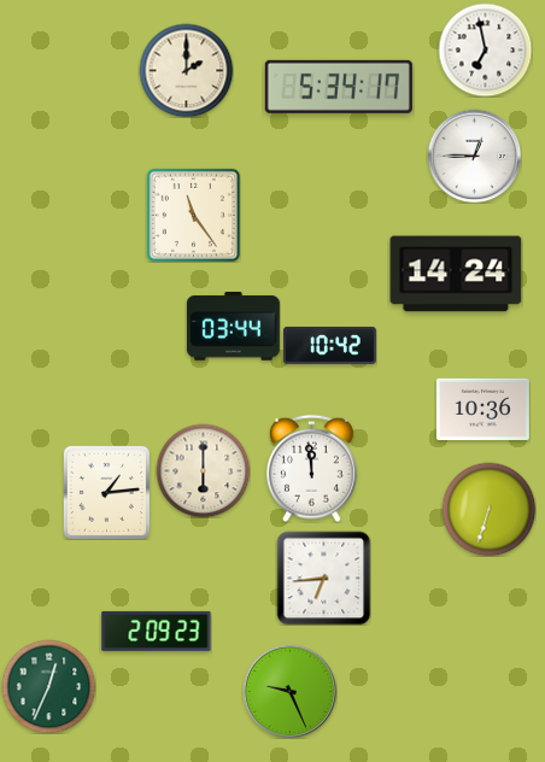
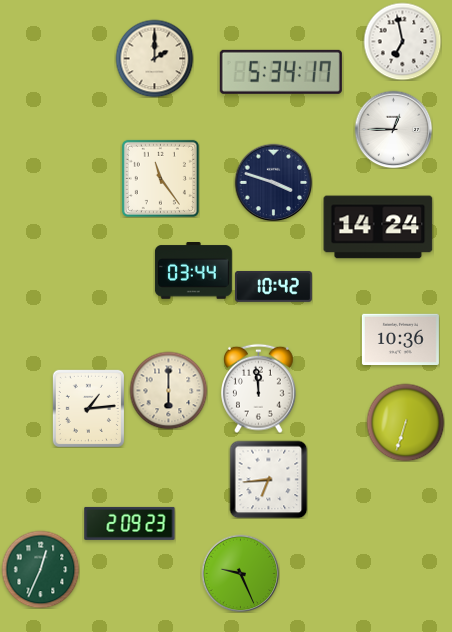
clock at (273, 182): none -> 3:48
